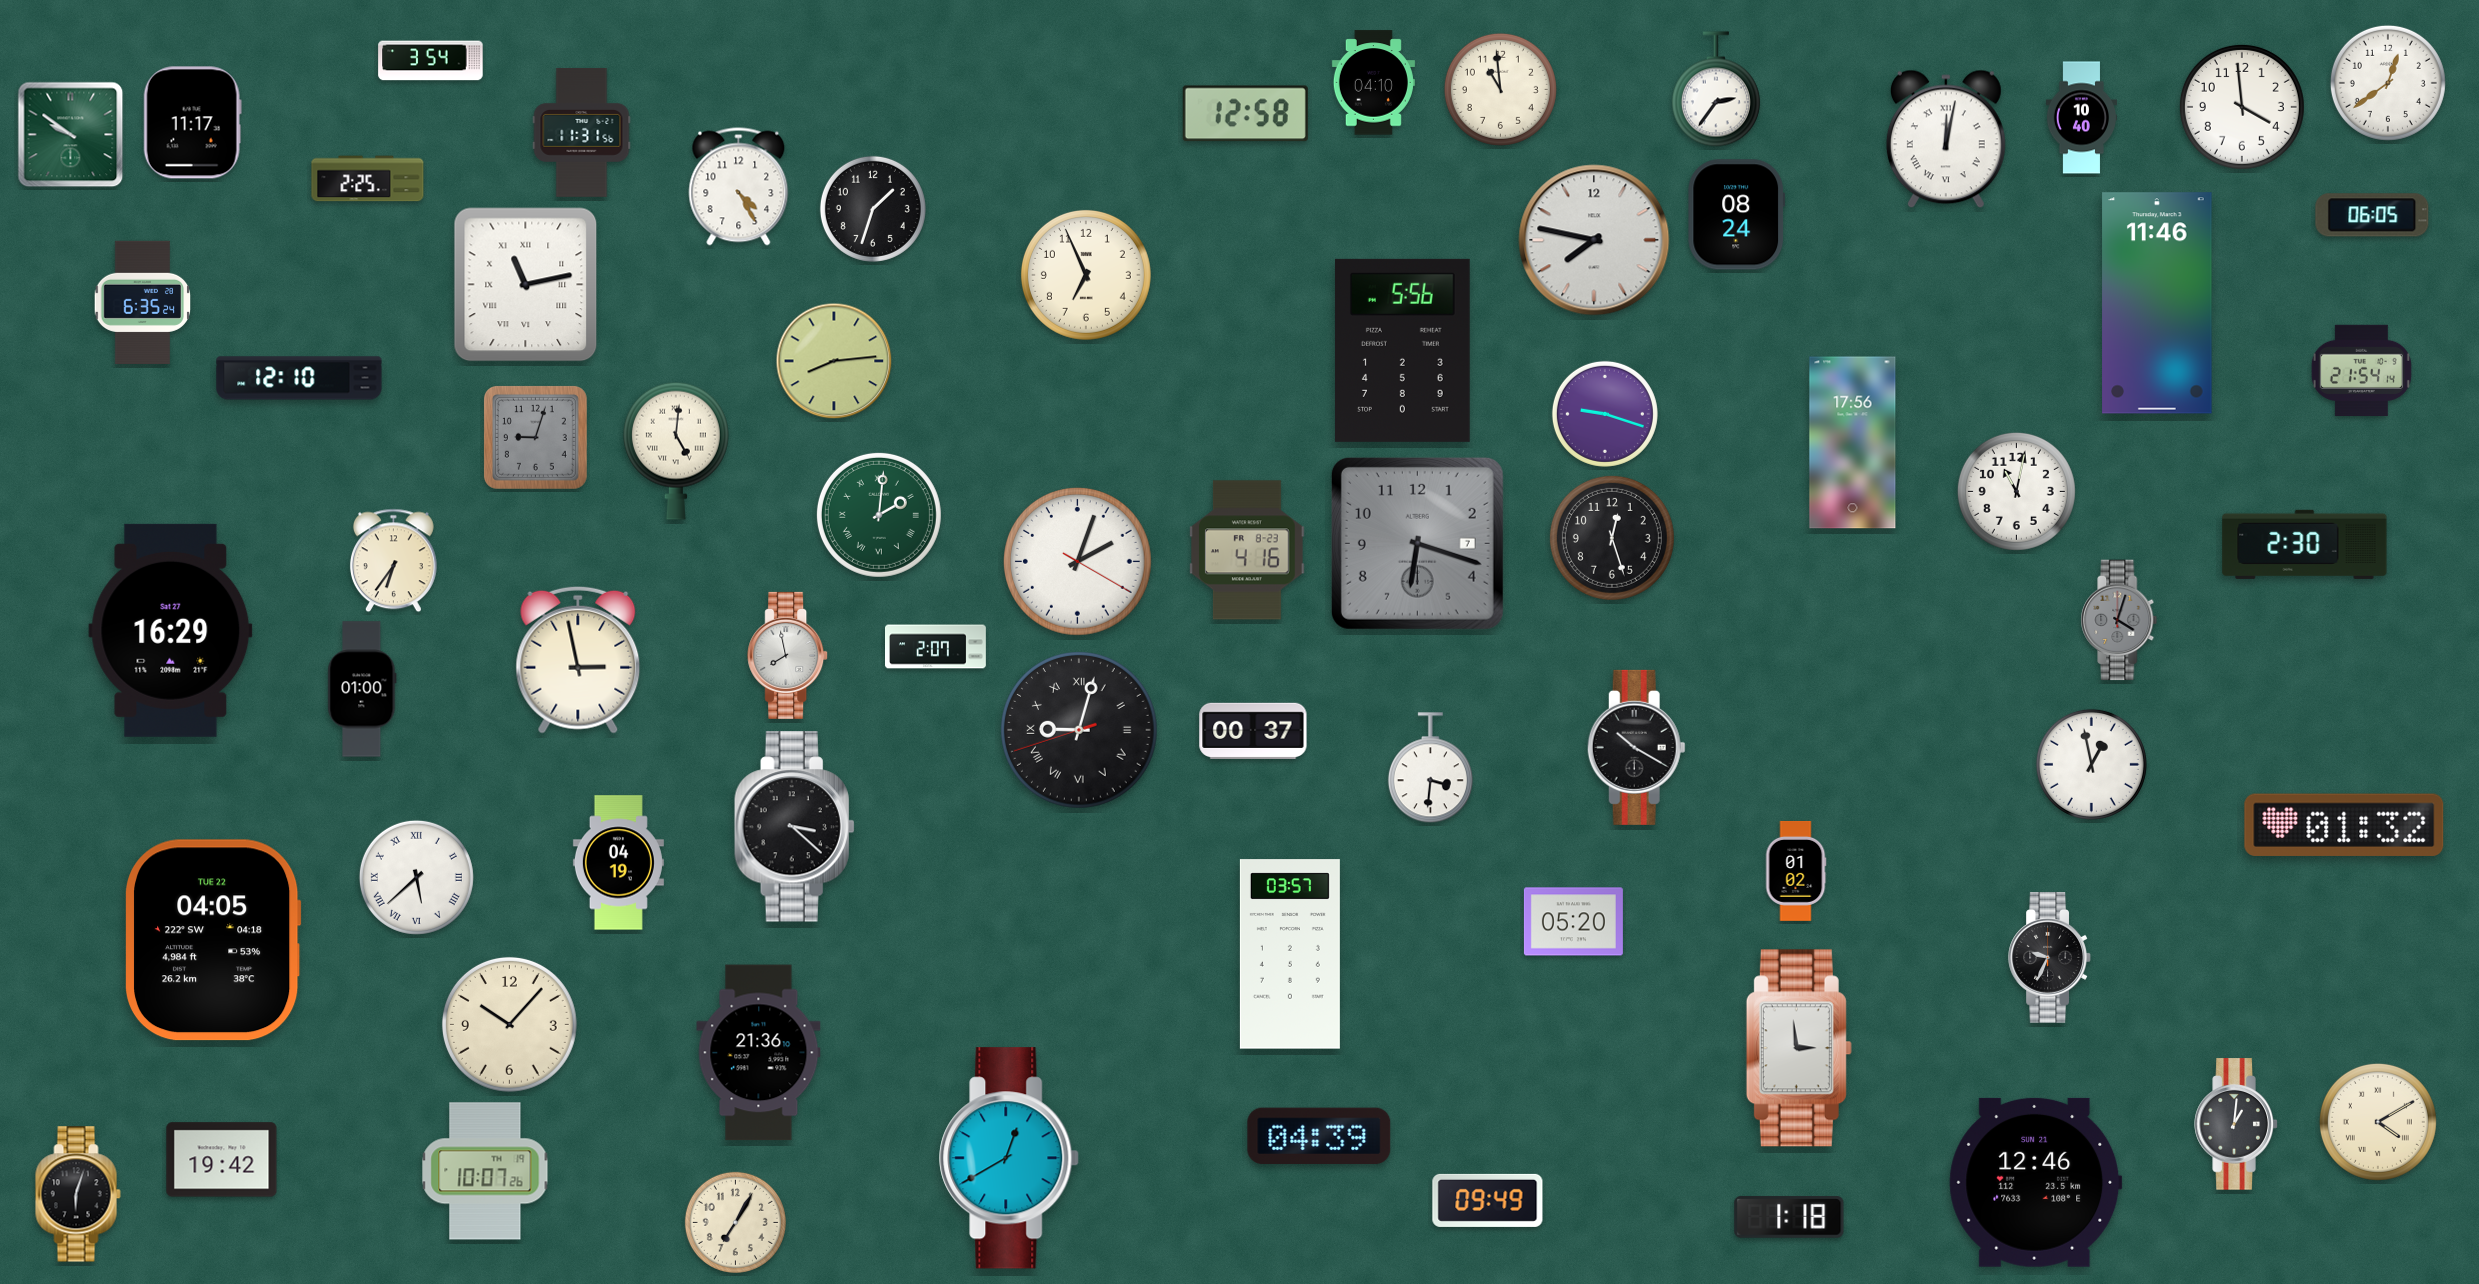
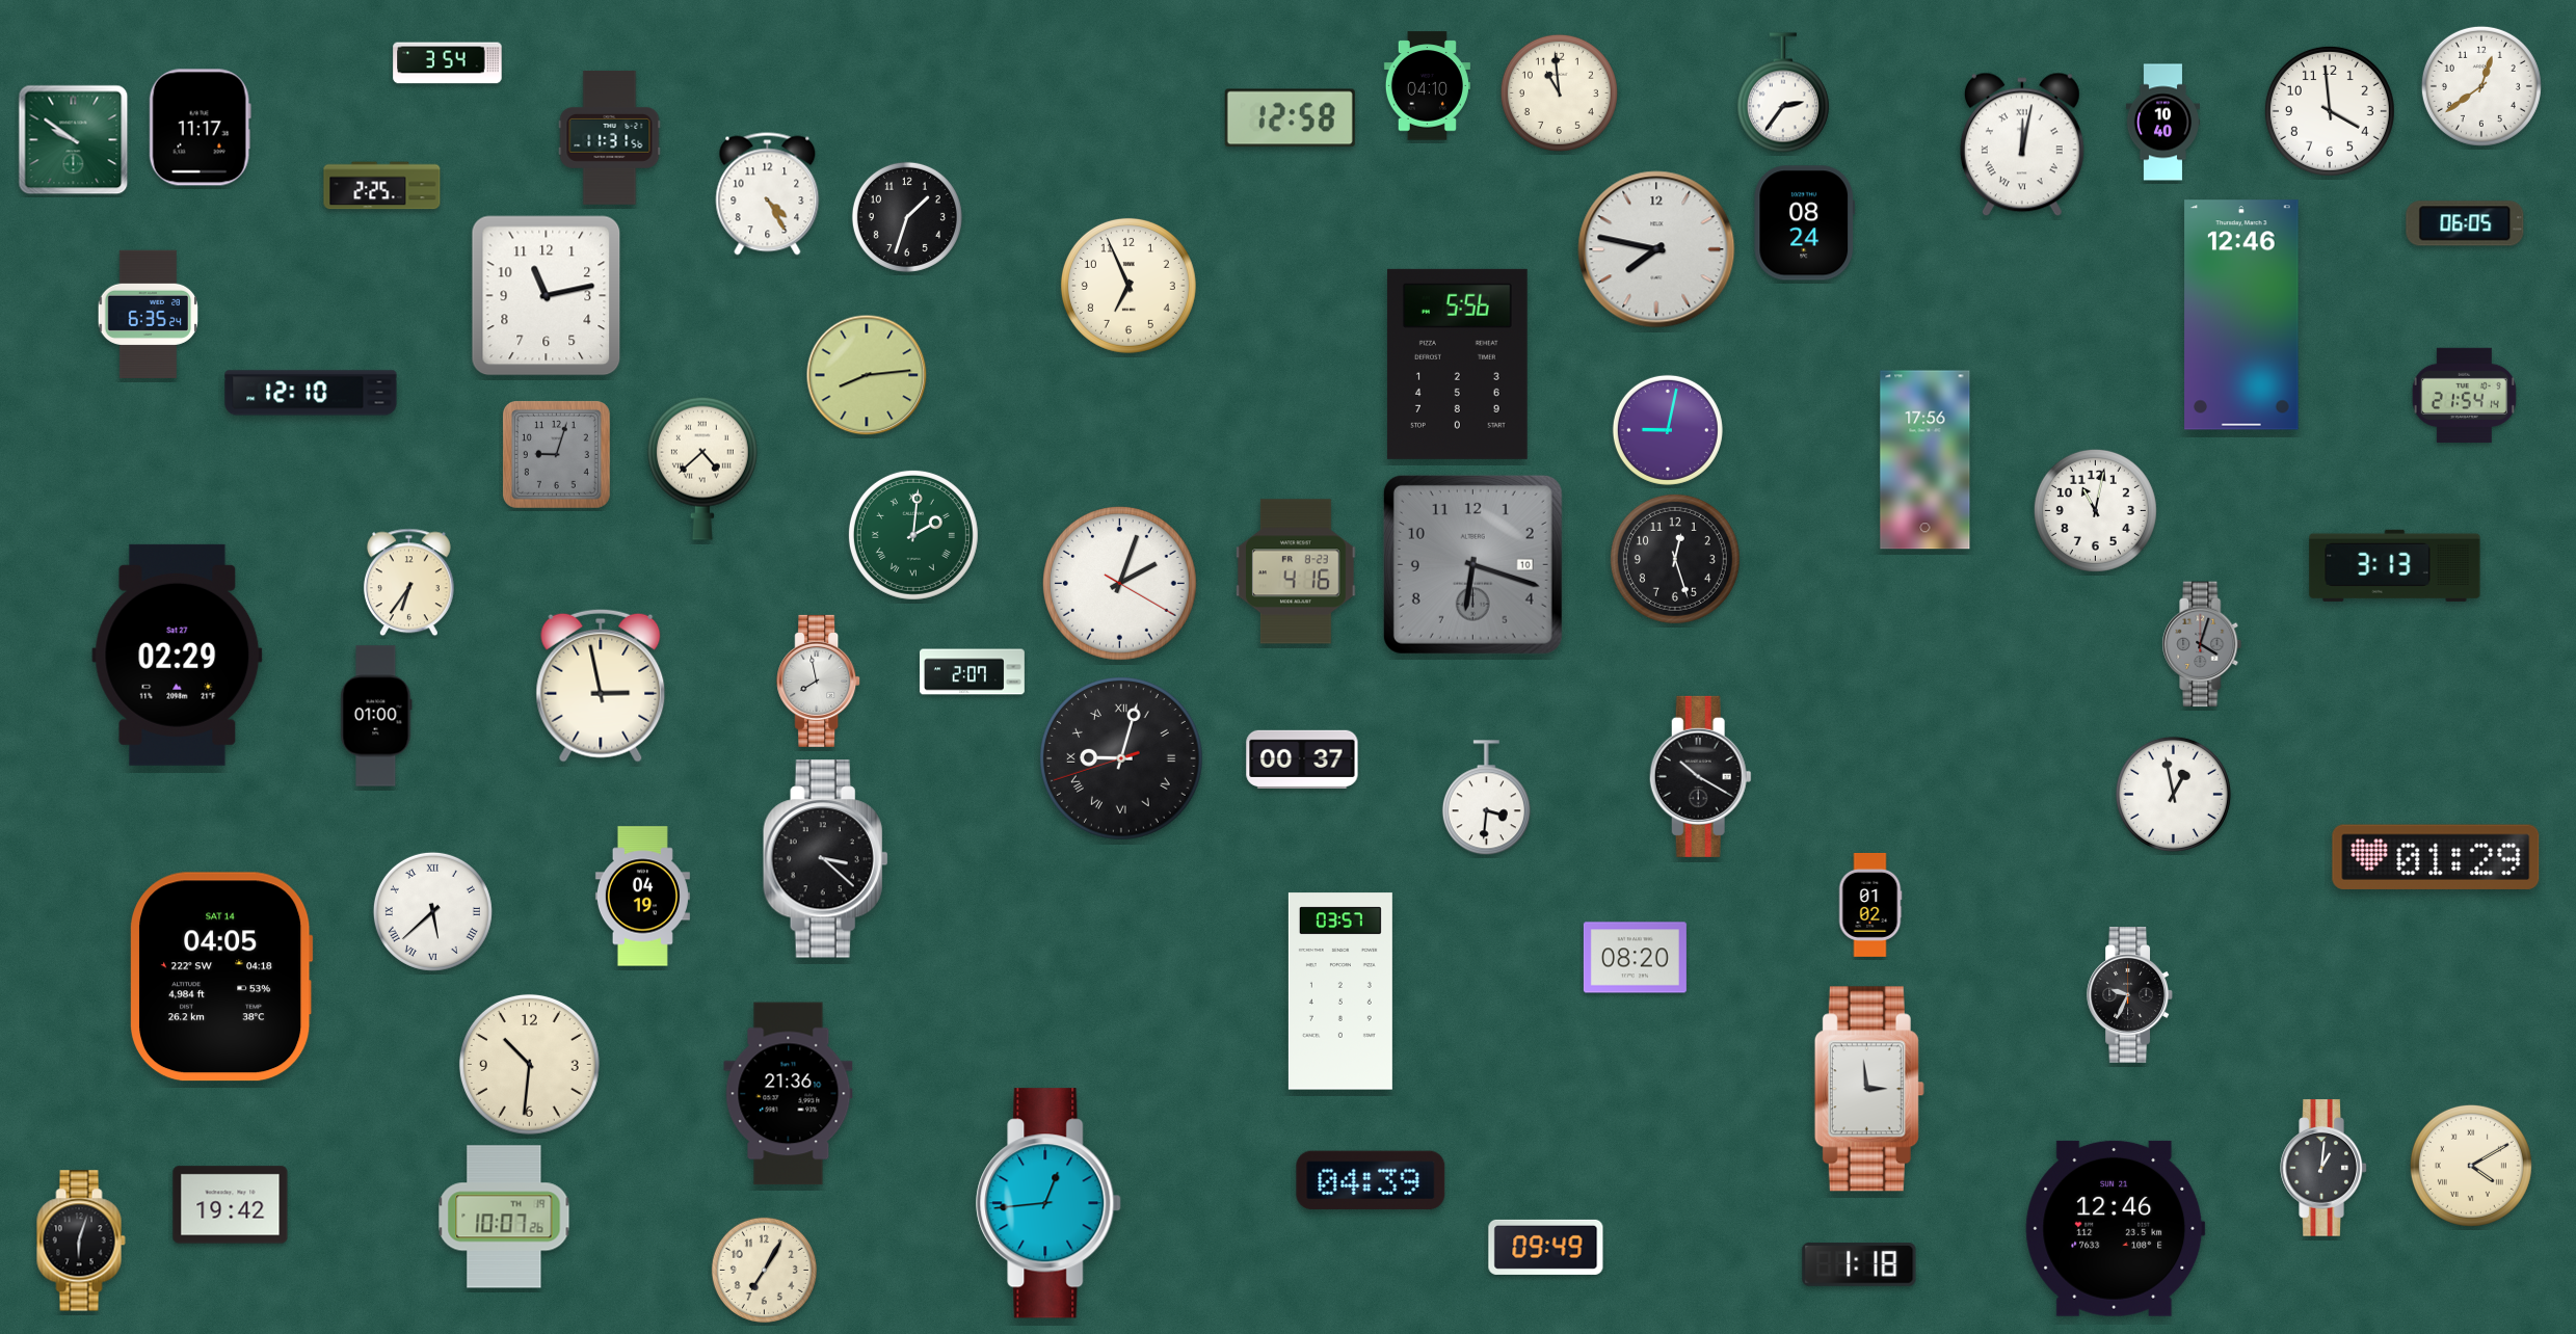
clock at (1245, 114) position: (1245, 114) -> (1290, 118)
clock at (582, 133) position: (582, 133) -> (610, 138)
clock at (526, 285) numerals: Roman -> Arabic
clock at (2157, 303): 11:46 -> 12:46
clock at (2361, 370) position: (2361, 370) -> (2464, 395)
clock at (1605, 414): 9:18 -> 9:02
clock at (676, 451): 5:01 -> 4:38
clock at (1417, 543) date: 7 -> 10
clock at (2305, 544): 2:30 -> 3:13
clock at (171, 630): 16:29 -> 02:29
clock at (2344, 825): 01:32 -> 01:29
clock at (1796, 871) position: (1796, 871) -> (1870, 905)
clock at (1573, 922): 05:20 -> 08:20
clock at (214, 940) date: TUE 22 -> SAT 14
clock at (509, 1024): 10:07 -> 10:31
clock at (1010, 1158): 12:40 -> 12:44
